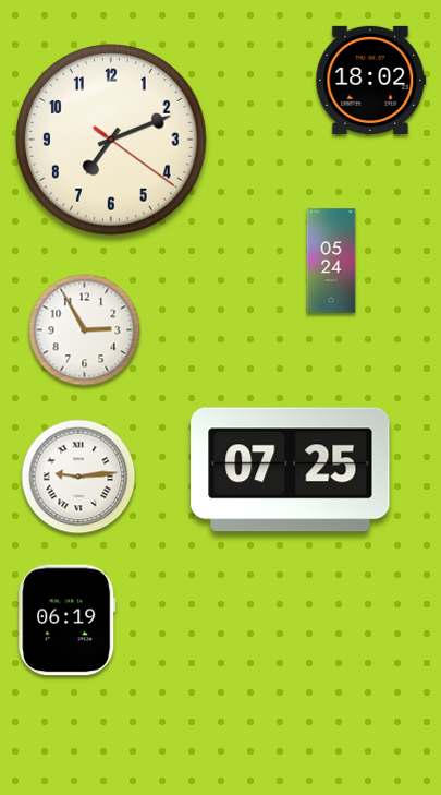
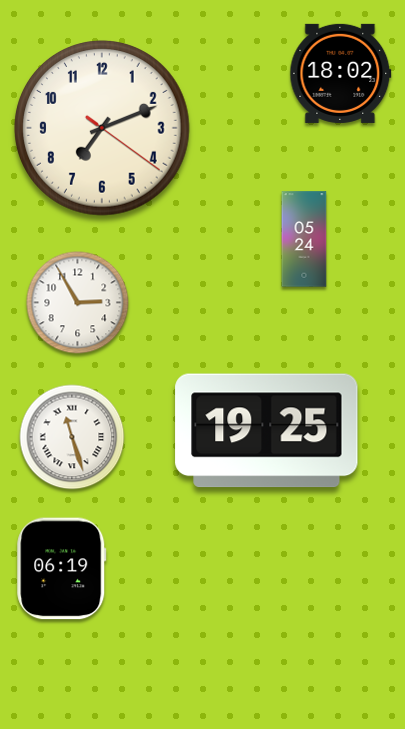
clock at (291, 470): 07:25 -> 19:25
clock at (78, 477): 9:14 -> 11:27
